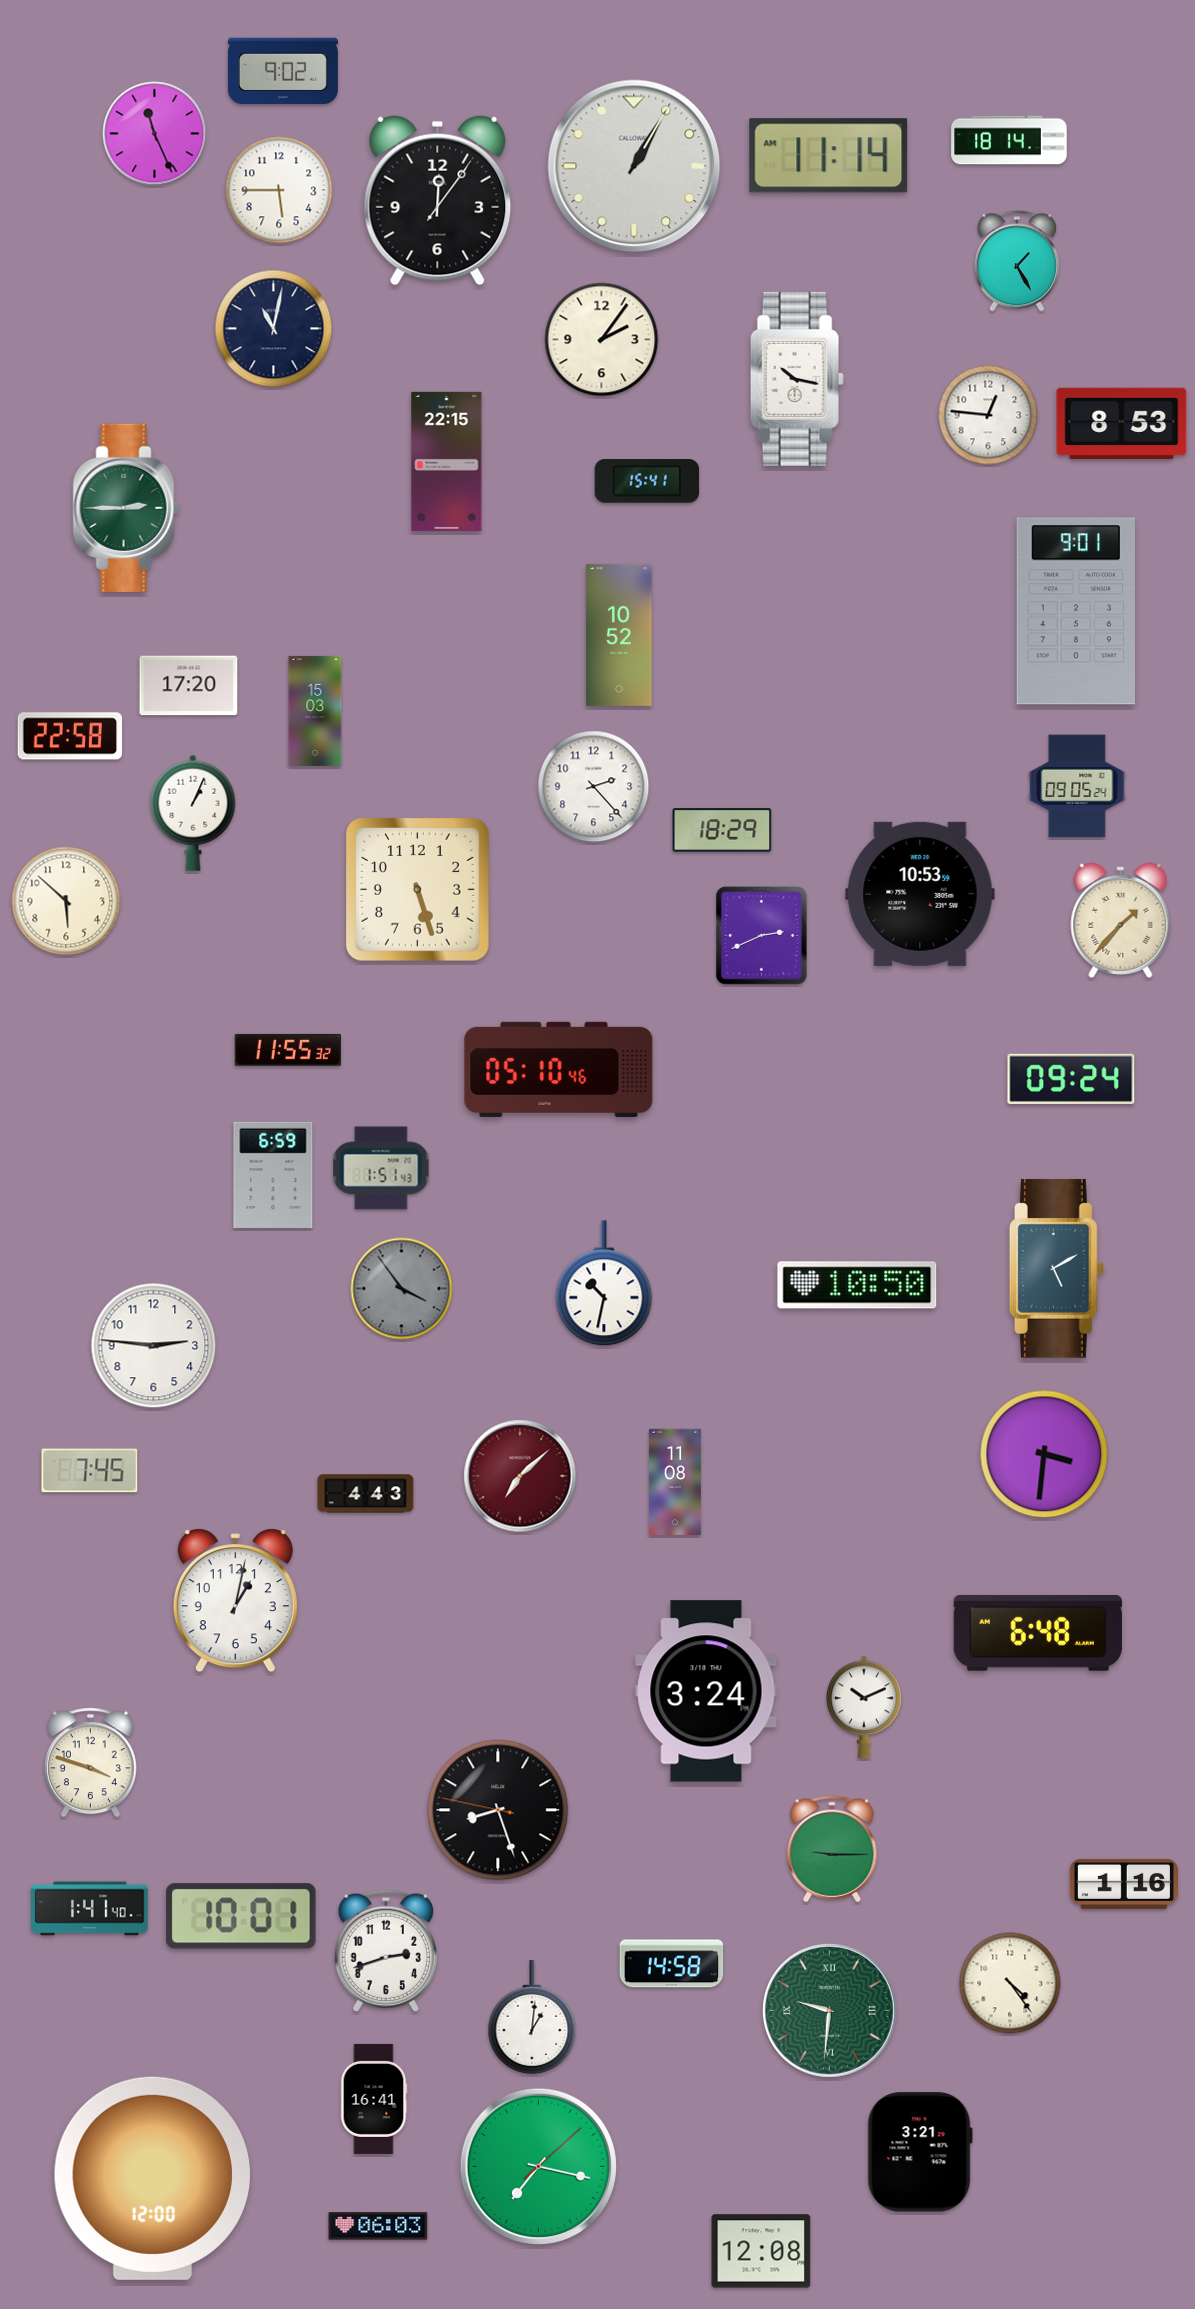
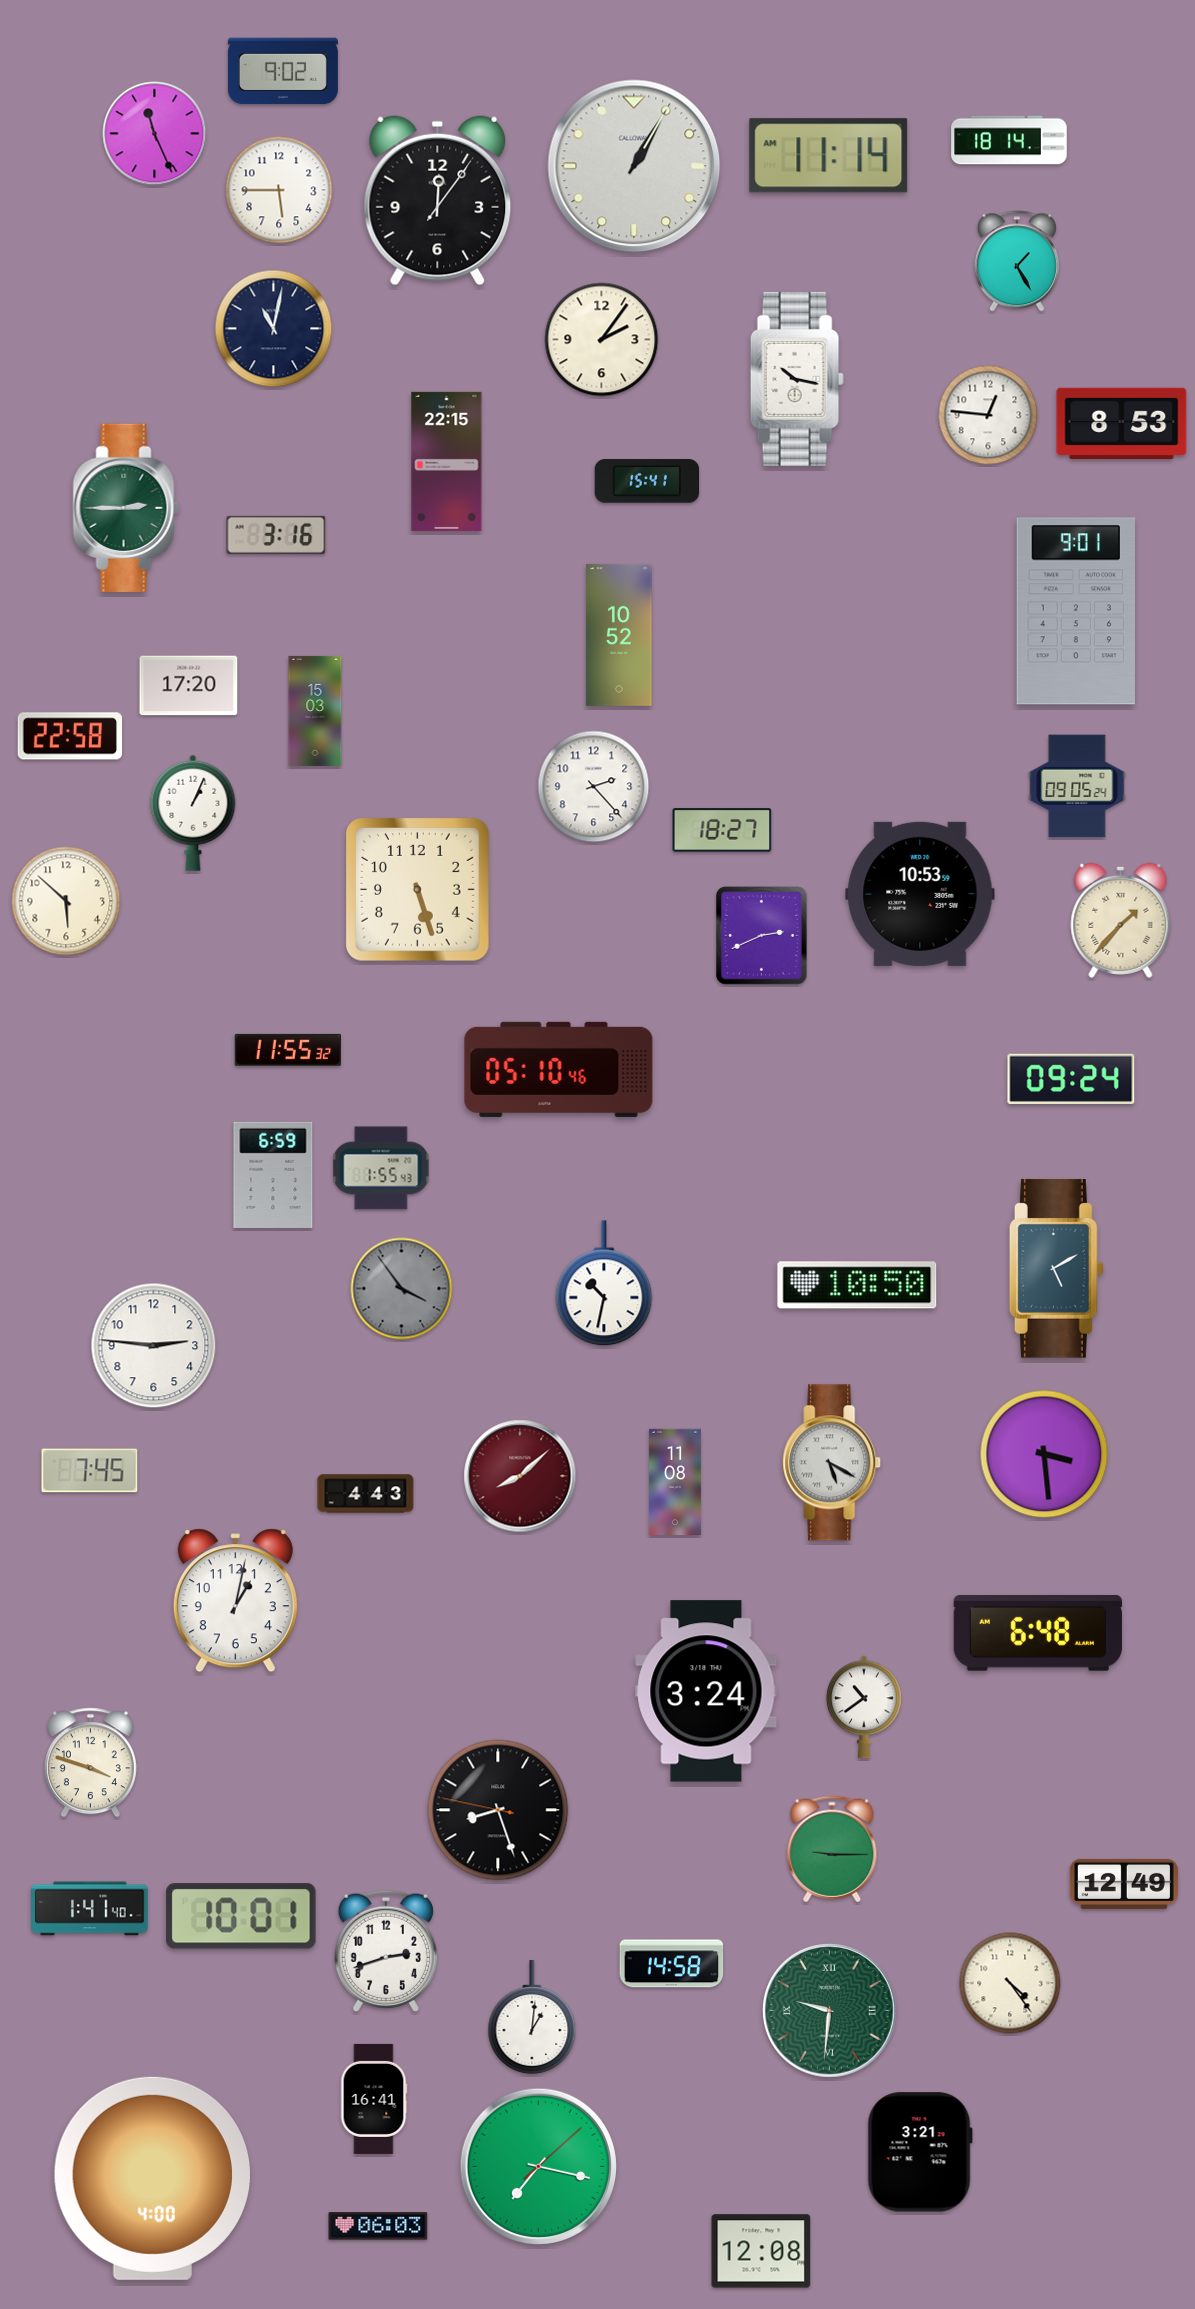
clock at (276, 535): none -> 3:16
clock at (722, 830): 18:29 -> 18:27
clock at (381, 1168): 1:51 -> 1:55
clock at (1044, 1454): 3:31 -> 3:29
clock at (832, 1463): none -> 5:20
clock at (520, 1476): 7:08 -> 8:08
clock at (864, 1707): 10:11 -> 10:39
clock at (1124, 1884): 1:16 -> 12:49
clock at (152, 2178): 12:00 -> 4:00
